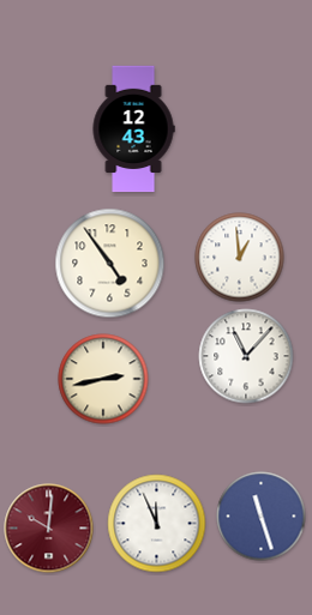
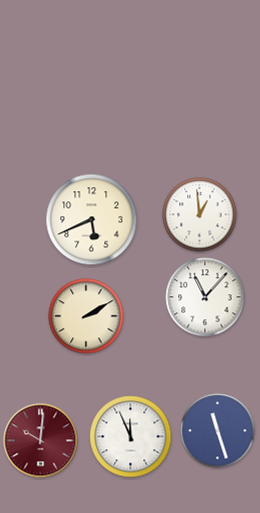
clock at (133, 129): 12:43 -> none
clock at (110, 264): 4:54 -> 5:41
clock at (103, 379): 2:43 -> 2:10
